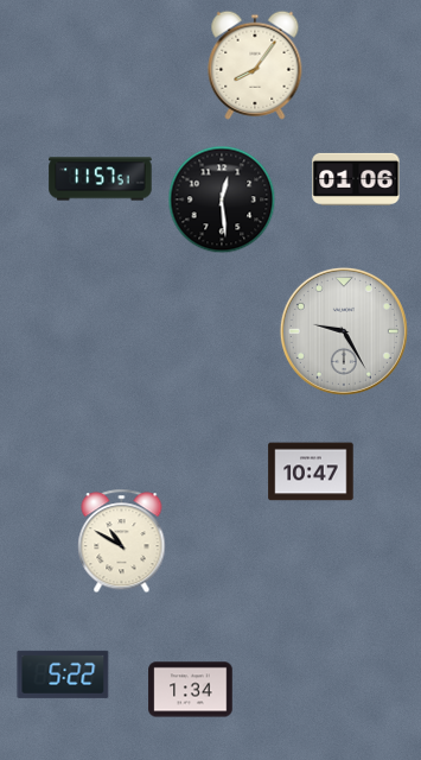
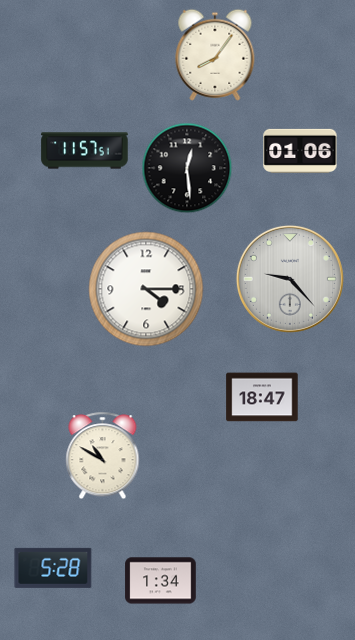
clock at (344, 331): 9:25 -> 9:23
clock at (146, 289): none -> 4:15
clock at (311, 471): 10:47 -> 18:47
clock at (63, 674): 5:22 -> 5:28
